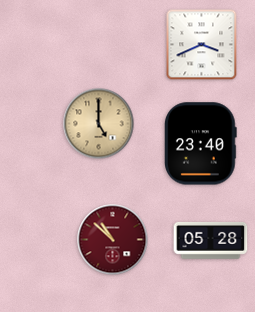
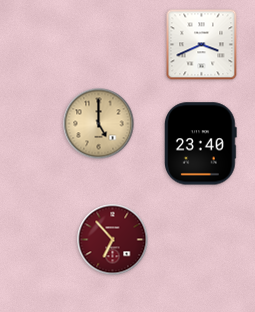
clock at (113, 240): 10:52 -> 6:53
clock at (211, 240): 05:28 -> none
